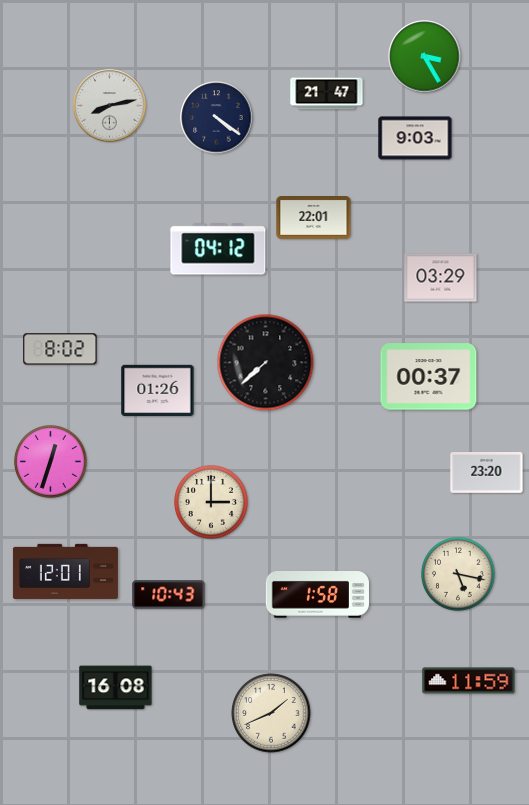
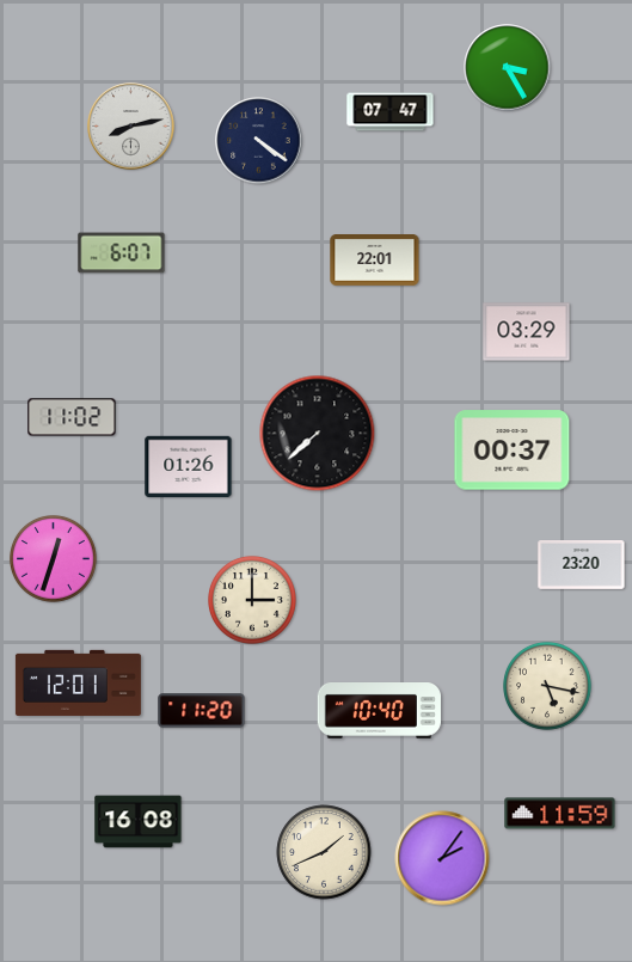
clock at (327, 94): 21:47 -> 07:47
clock at (415, 138): 9:03 -> none
clock at (122, 253): none -> 6:07
clock at (218, 249): 04:12 -> none
clock at (60, 349): 8:02 -> 11:02
clock at (50, 461) position: (50, 461) -> (53, 558)
clock at (169, 595): 10:43 -> 11:20
clock at (317, 595): 1:58 -> 10:40
clock at (442, 858): none -> 2:06
